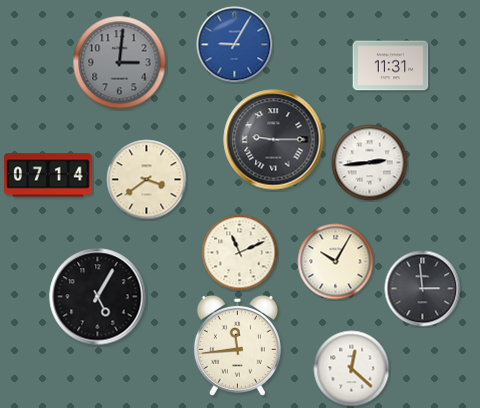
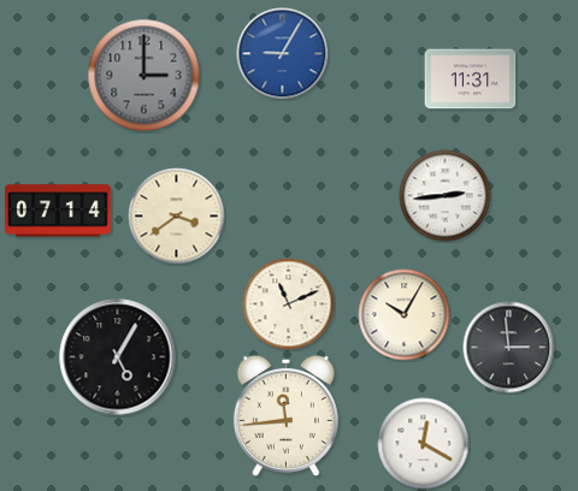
clock at (120, 63): 3:01 -> 3:00
clock at (274, 140): 9:15 -> none
clock at (352, 369): 12:22 -> 12:20
